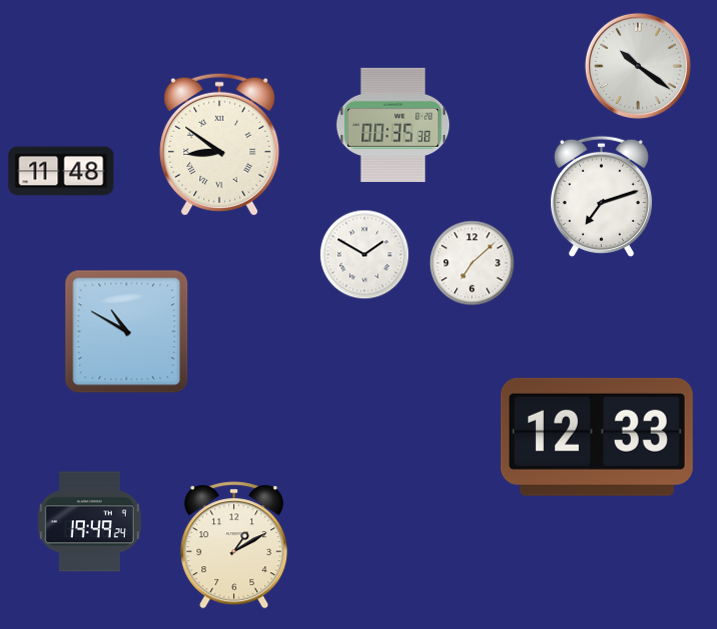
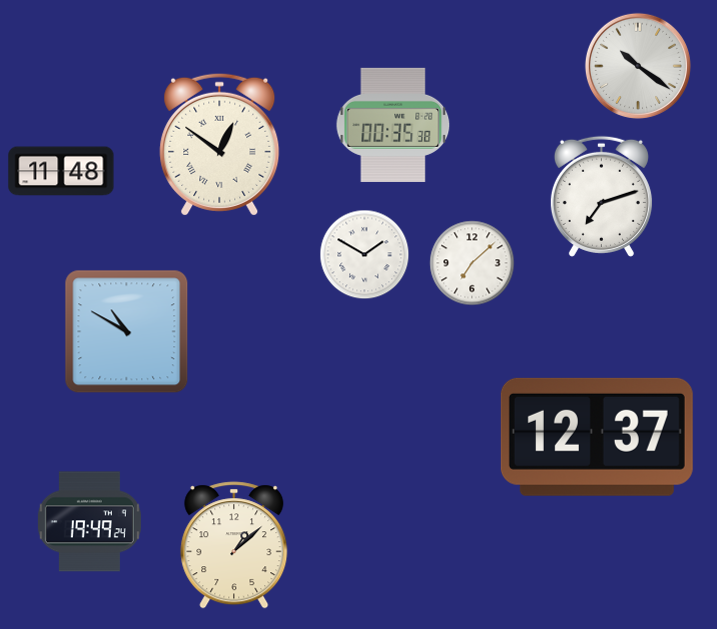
clock at (220, 144): 8:51 -> 12:51
clock at (597, 437): 12:33 -> 12:37
clock at (234, 545): 1:10 -> 1:08
